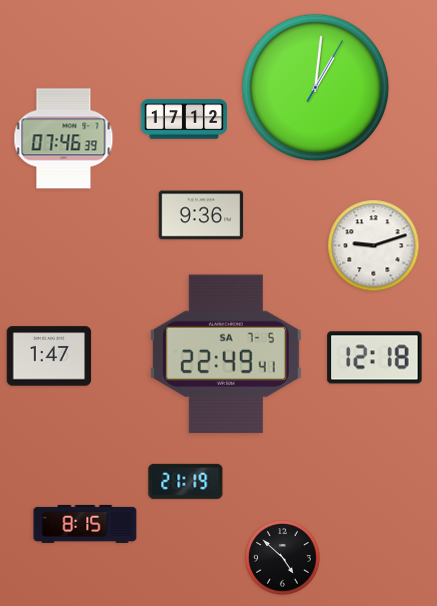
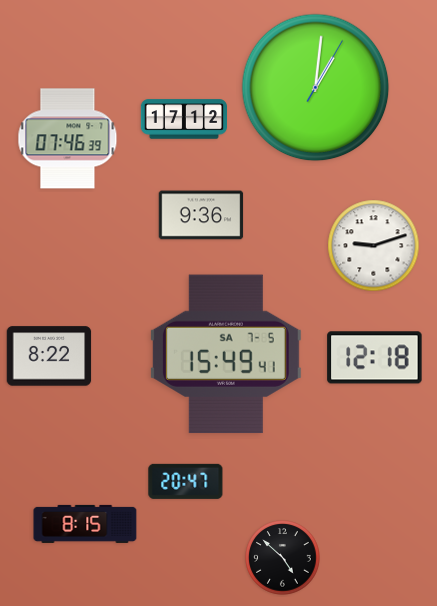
clock at (64, 139) position: (64, 139) -> (68, 139)
clock at (226, 354): 22:49 -> 15:49
clock at (49, 356): 1:47 -> 8:22
clock at (186, 481): 21:19 -> 20:47
